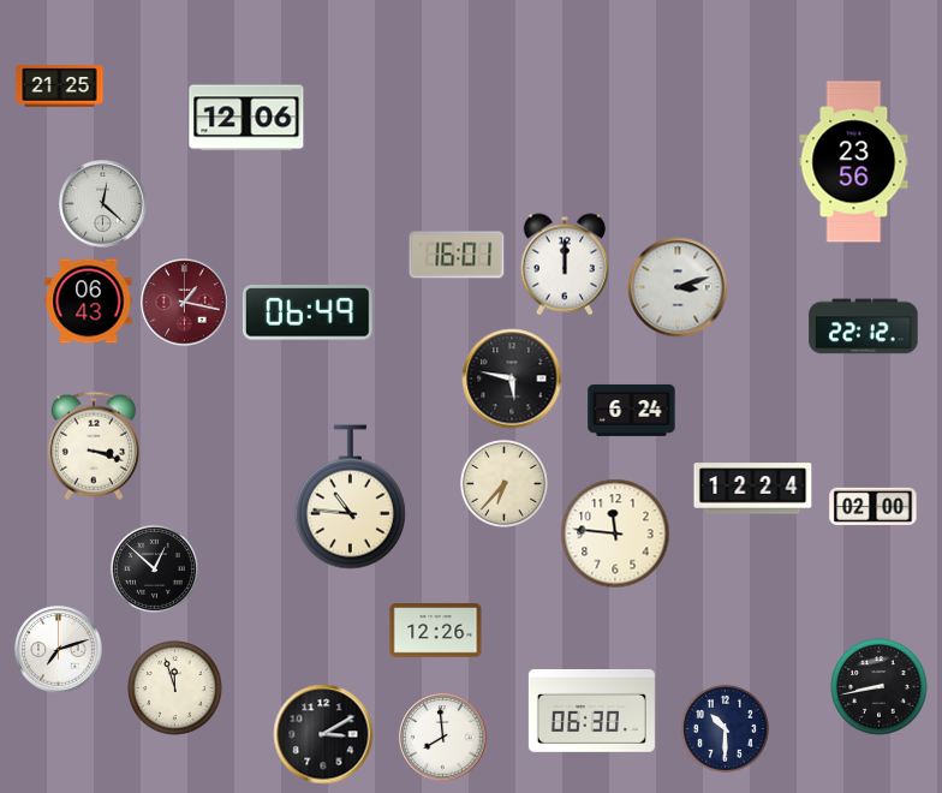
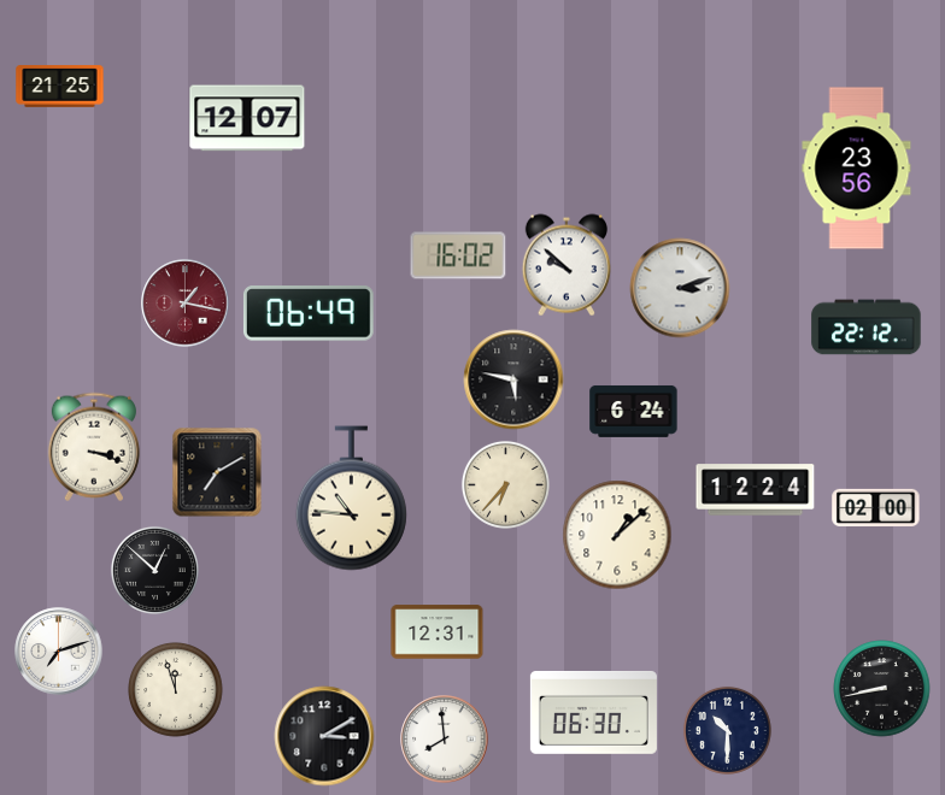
clock at (246, 118): 12:06 -> 12:07
clock at (854, 162) position: (854, 162) -> (857, 169)
clock at (103, 204): 12:22 -> none
clock at (457, 255): 16:01 -> 16:02
clock at (564, 264): 12:00 -> 9:52
clock at (89, 302): 06:43 -> none
clock at (217, 472): none -> 7:10
clock at (615, 533): 11:46 -> 1:08
clock at (436, 631): 12:26 -> 12:31
